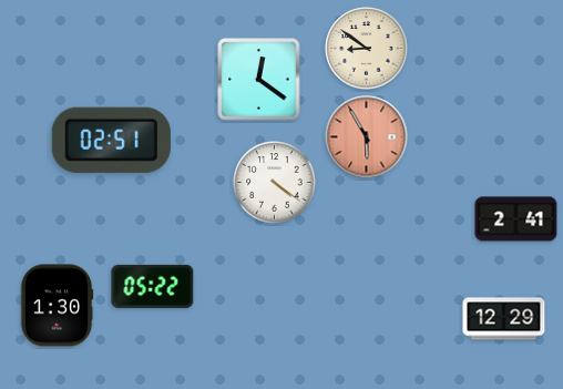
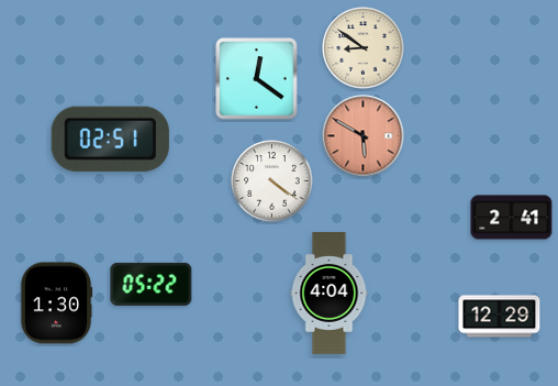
clock at (367, 137): 5:55 -> 5:50
clock at (330, 293): none -> 4:04
